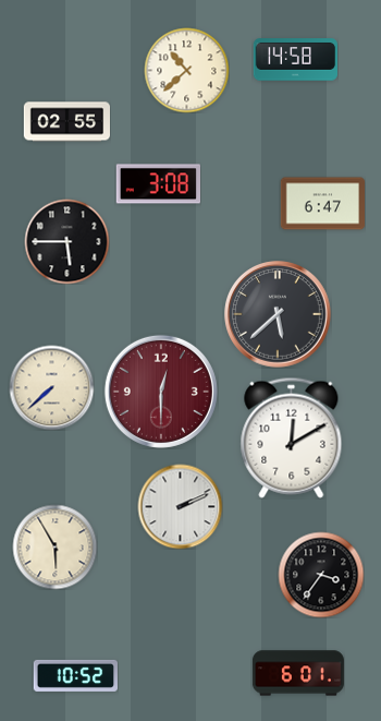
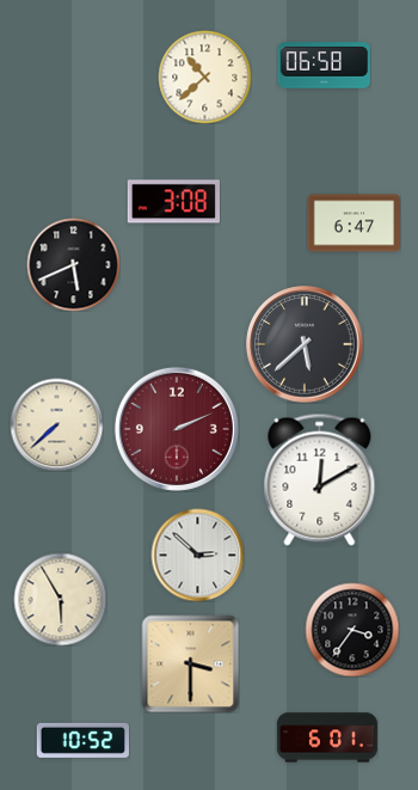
clock at (295, 60): 14:58 -> 06:58
clock at (66, 122): 02:55 -> none
clock at (66, 241): 5:45 -> 5:41
clock at (161, 392): 12:30 -> 2:11
clock at (180, 506): 2:11 -> 2:52
clock at (190, 663): none -> 3:30
